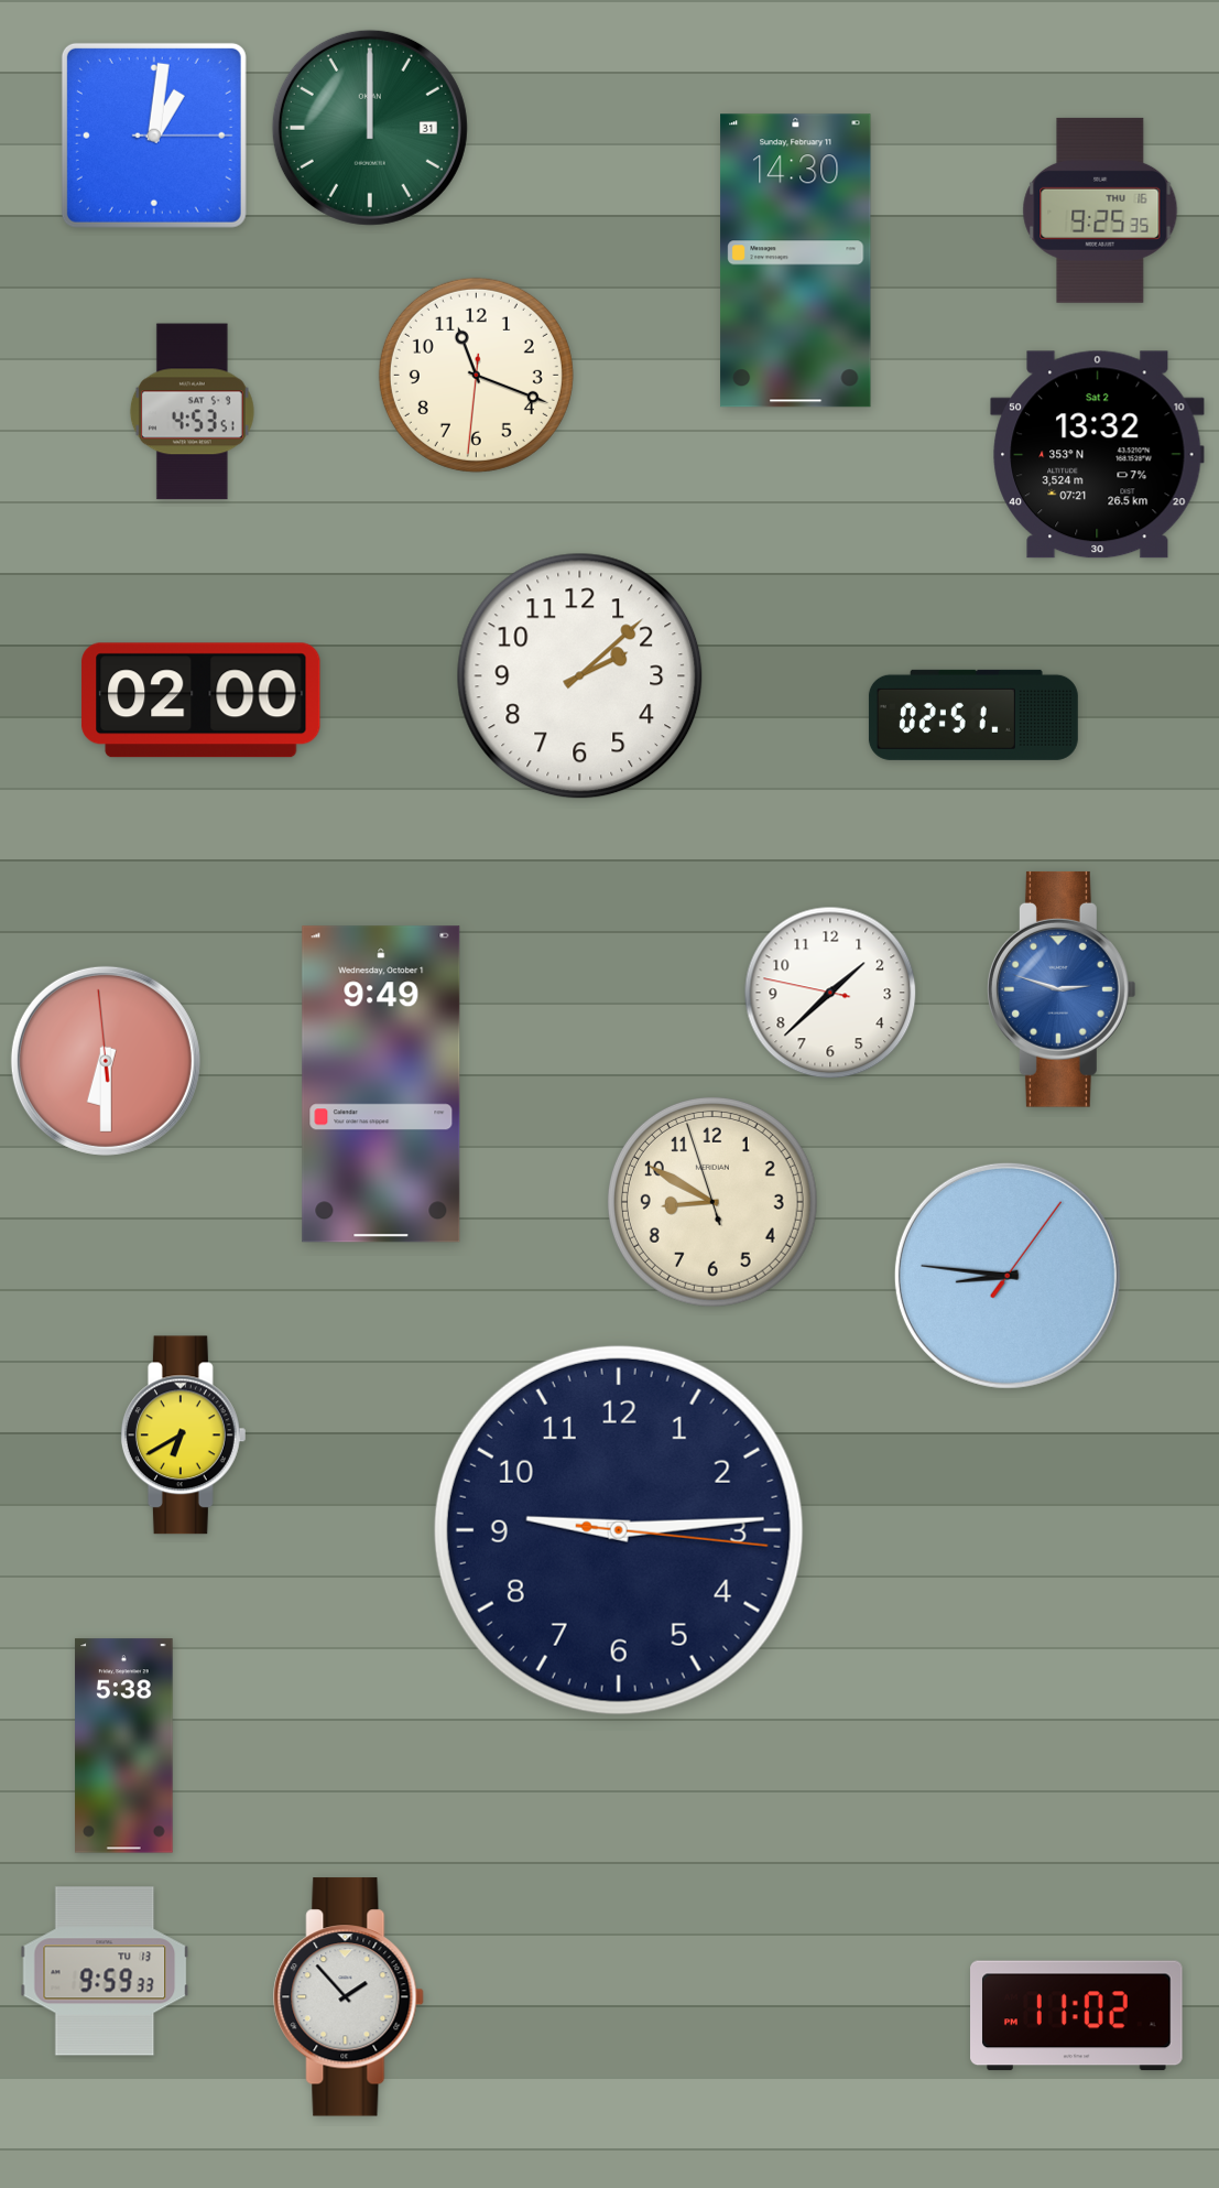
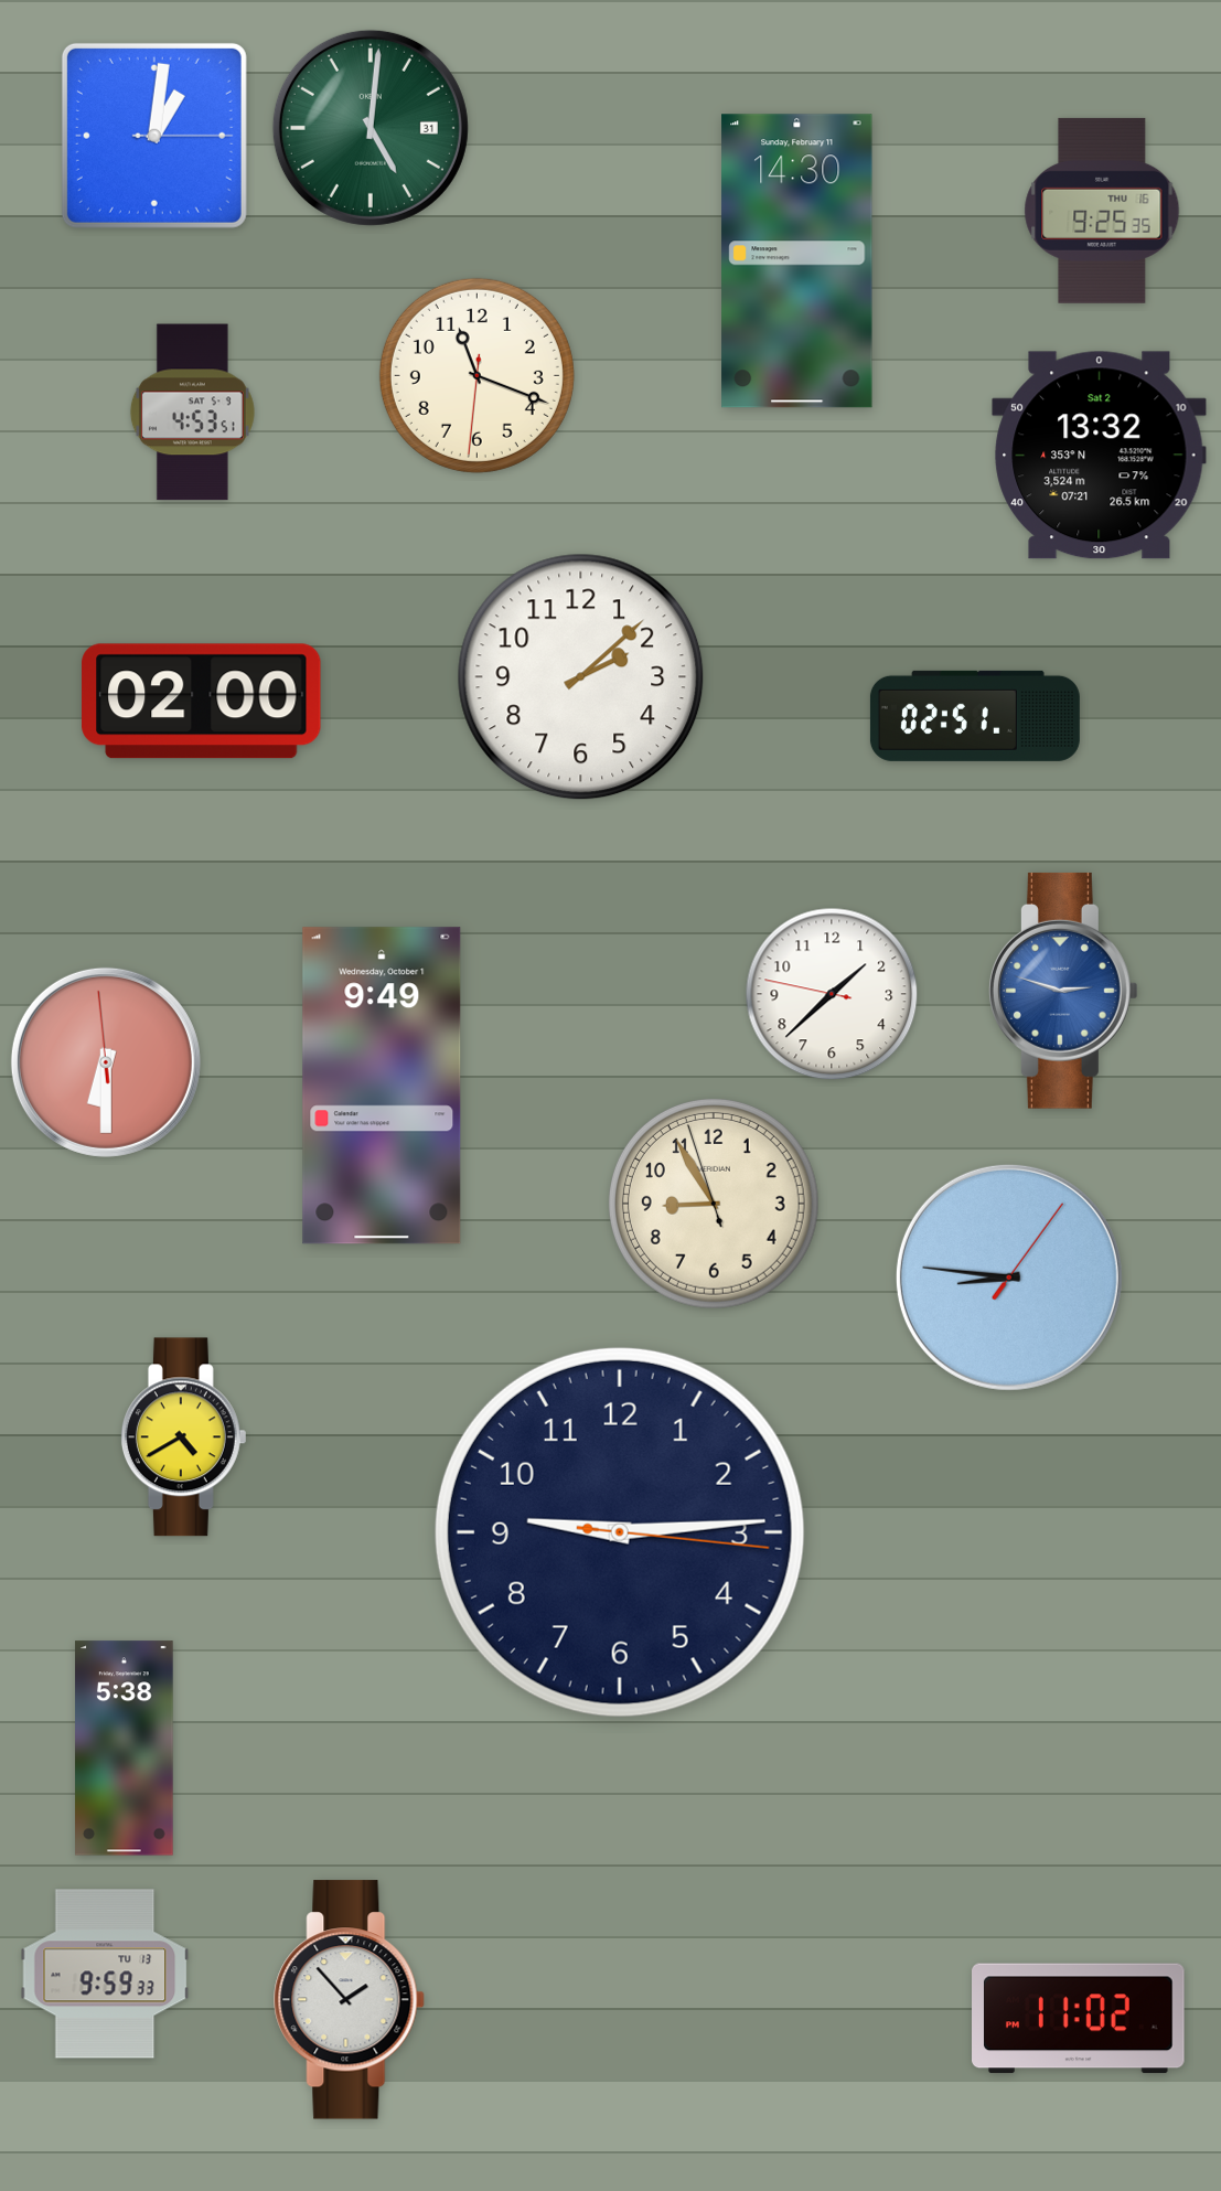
clock at (370, 128): 12:00 -> 5:01
clock at (712, 1202): 8:49 -> 8:54
clock at (183, 1436): 6:40 -> 4:40
